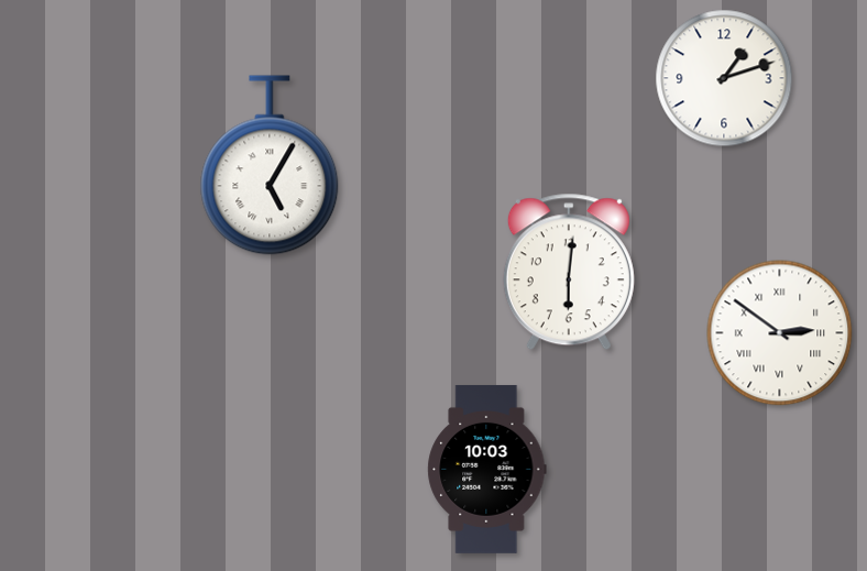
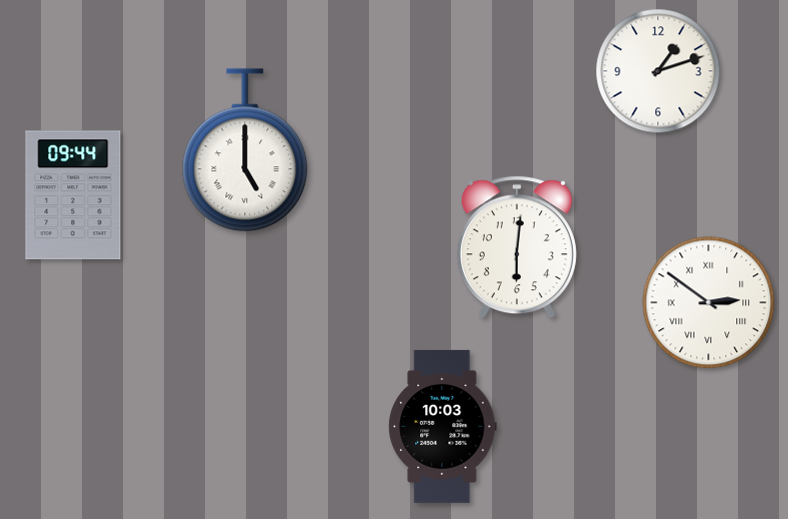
clock at (270, 165): 5:05 -> 5:00
clock at (73, 195): none -> 09:44
